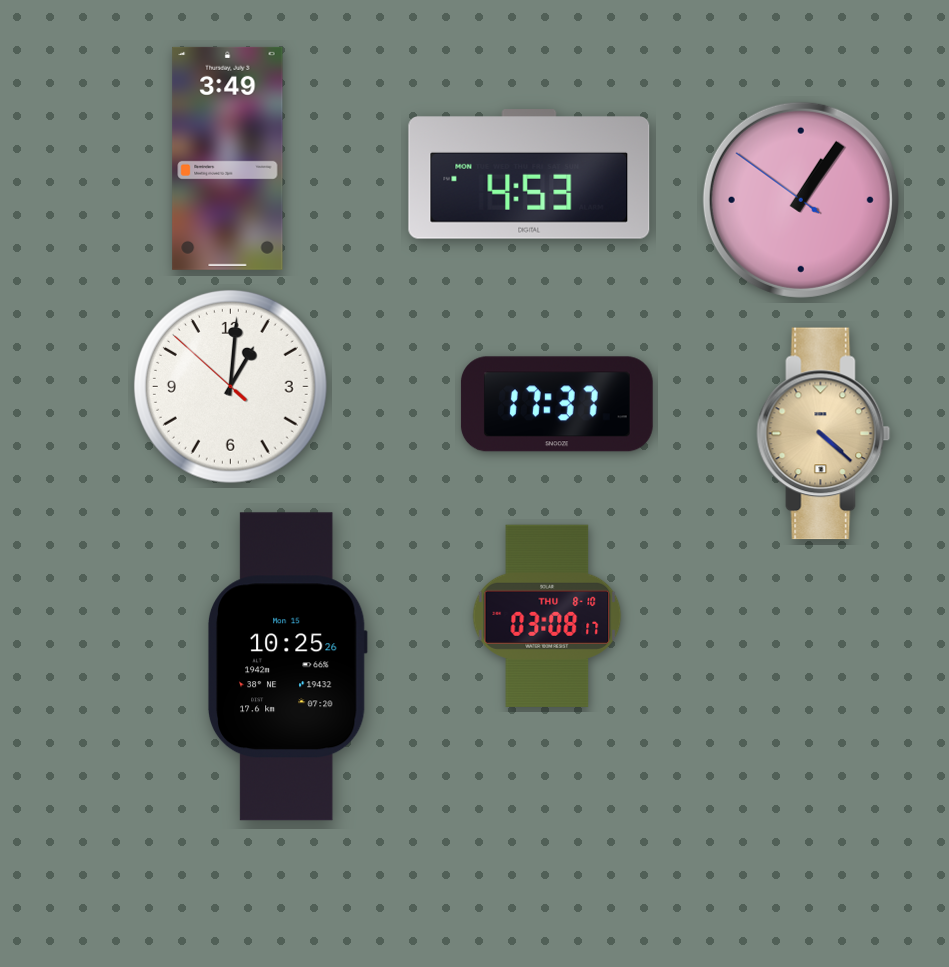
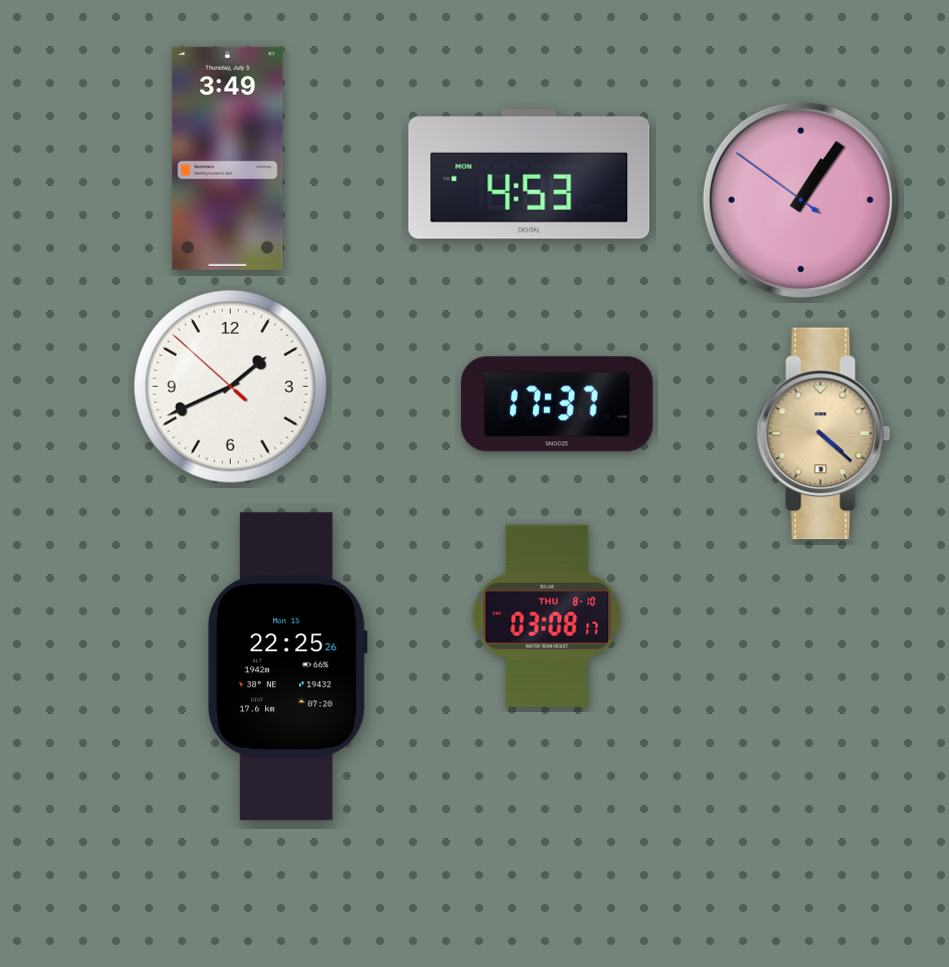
clock at (230, 386): 1:00 -> 1:40
clock at (287, 667): 10:25 -> 22:25
